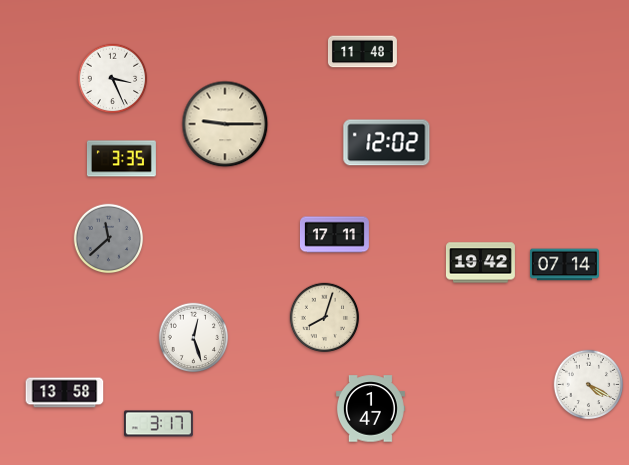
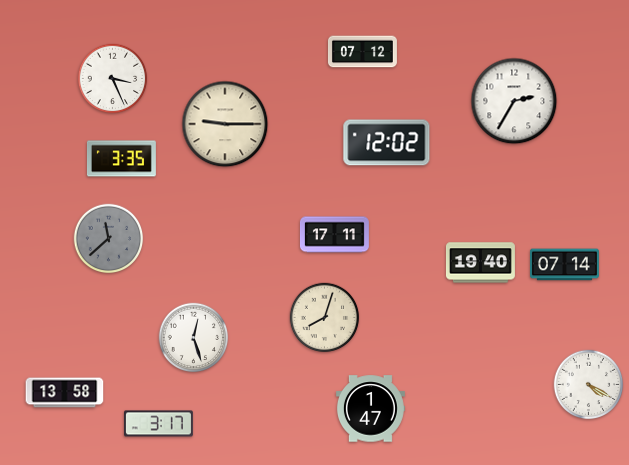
clock at (362, 52): 11:48 -> 07:12
clock at (514, 101): none -> 2:35
clock at (480, 263): 19:42 -> 19:40
